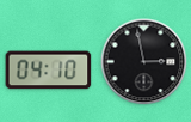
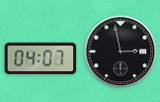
clock at (49, 71): 04:10 -> 04:07
